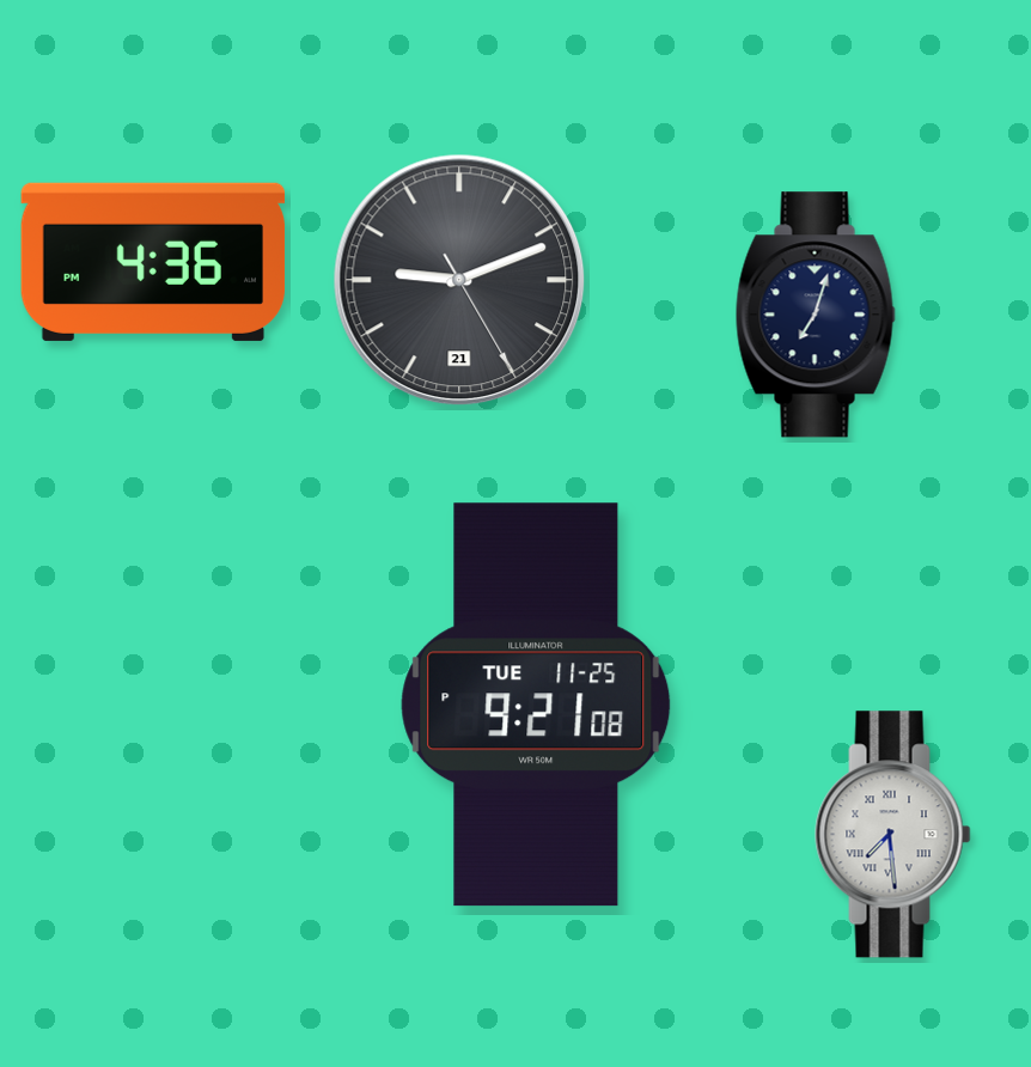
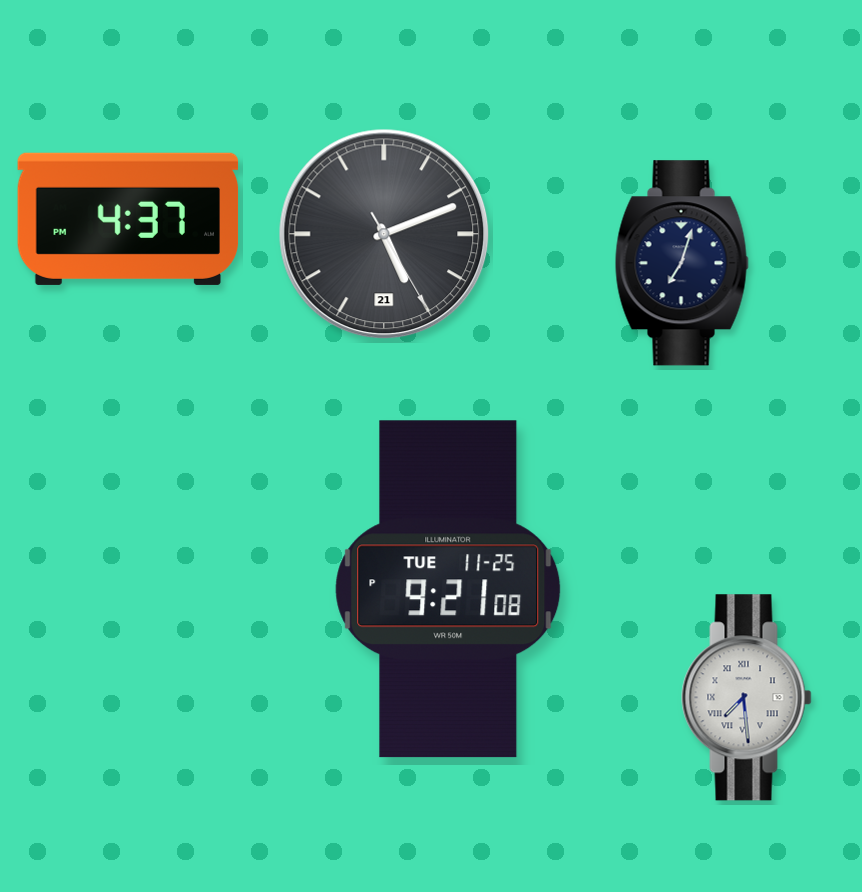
clock at (153, 262): 4:36 -> 4:37
clock at (459, 280): 9:11 -> 5:11
